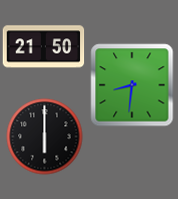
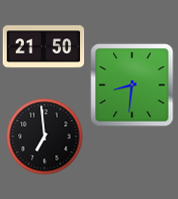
clock at (45, 137): 6:00 -> 6:59
